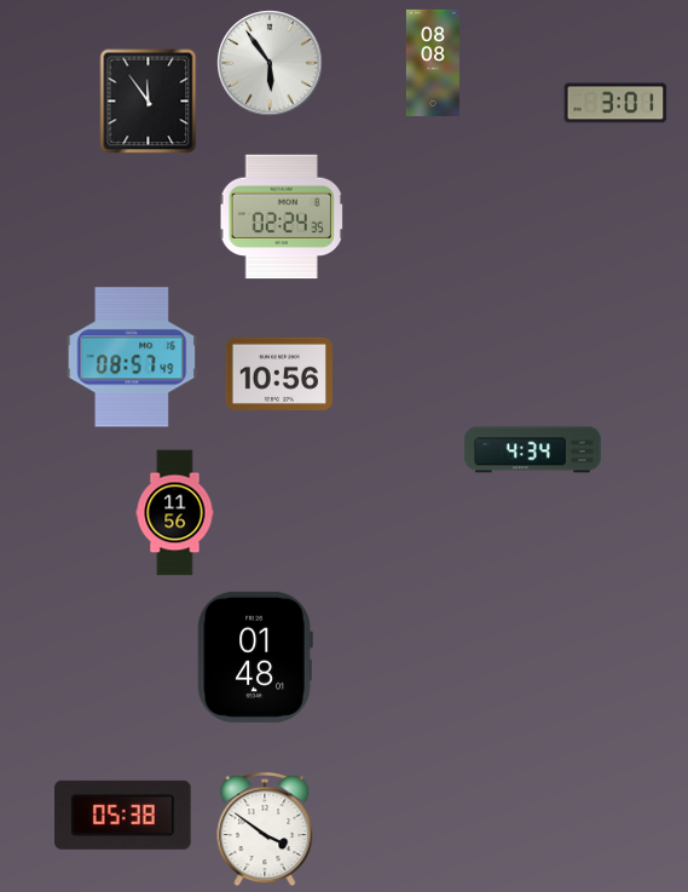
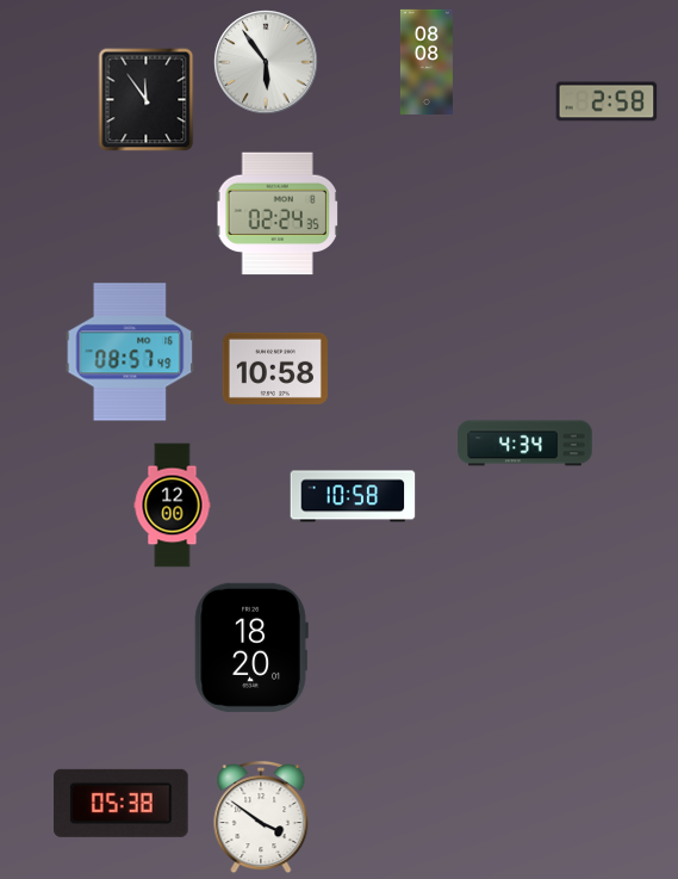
clock at (615, 103): 3:01 -> 2:58
clock at (279, 374): 10:56 -> 10:58
clock at (353, 496): none -> 10:58
clock at (175, 513): 11:56 -> 12:00
clock at (255, 657): 01:48 -> 18:20
